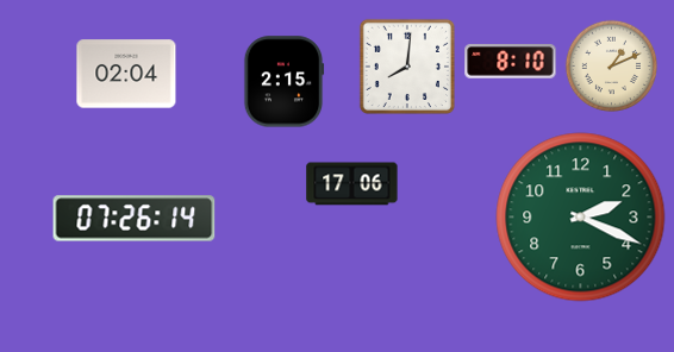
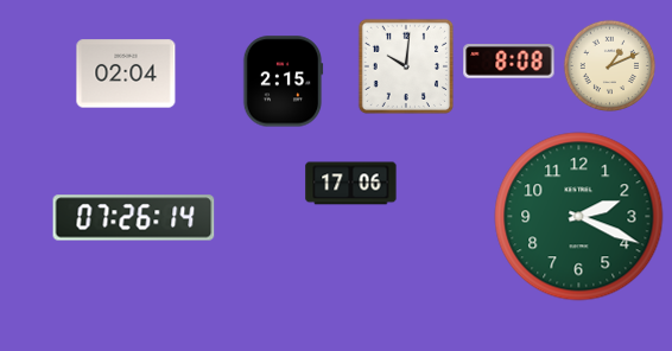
clock at (511, 62): 8:10 -> 8:08
clock at (406, 65): 8:01 -> 10:01
